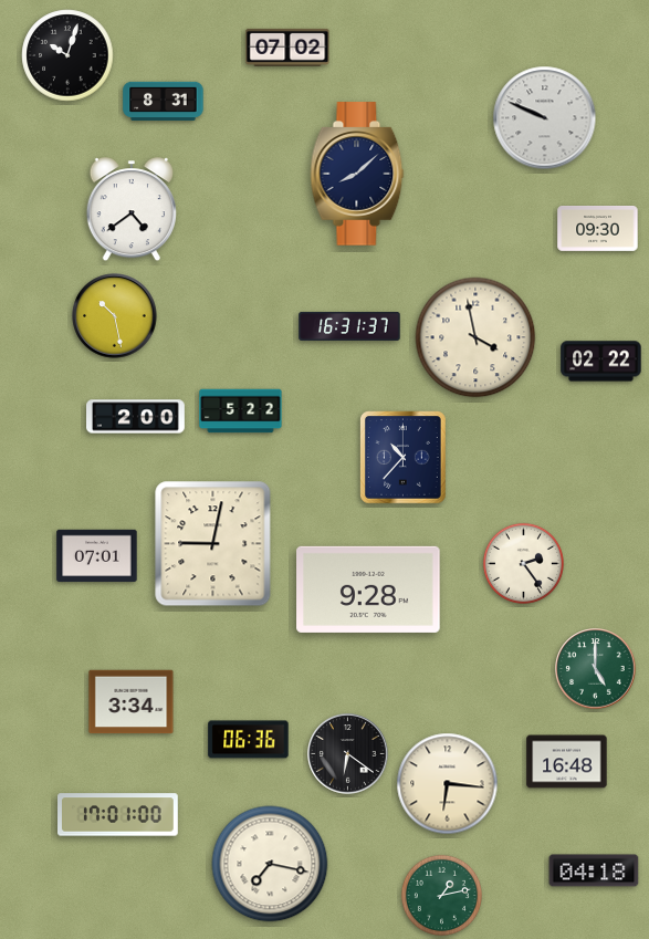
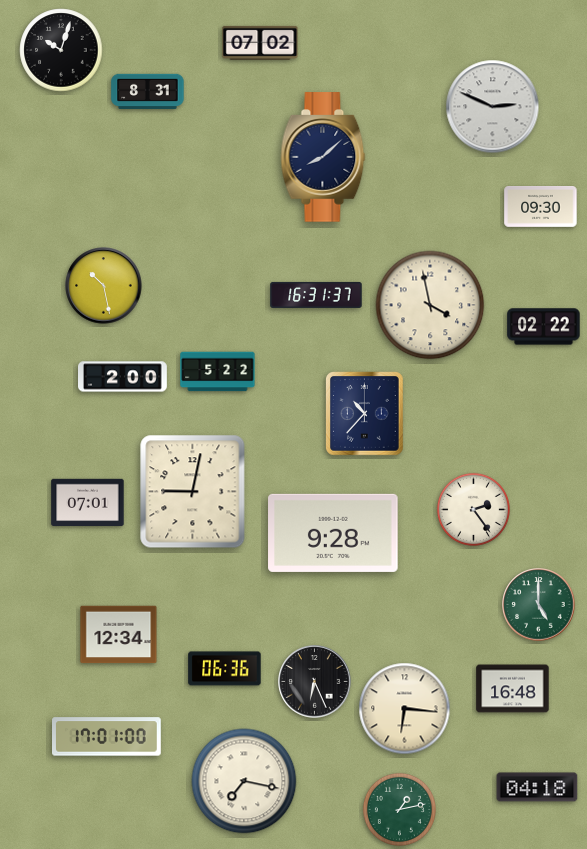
clock at (545, 118): 9:49 -> 2:49
clock at (132, 210): 4:39 -> none
clock at (132, 702): 3:34 -> 12:34
clock at (348, 754): 6:21 -> 6:26
